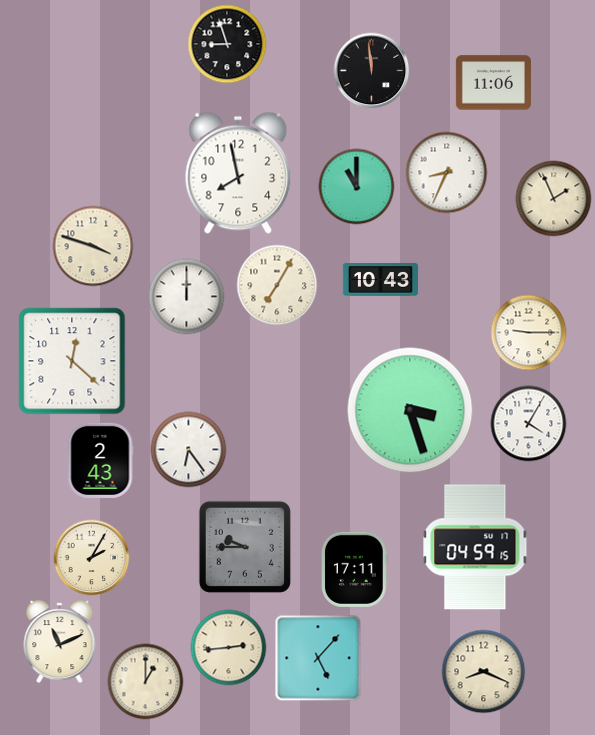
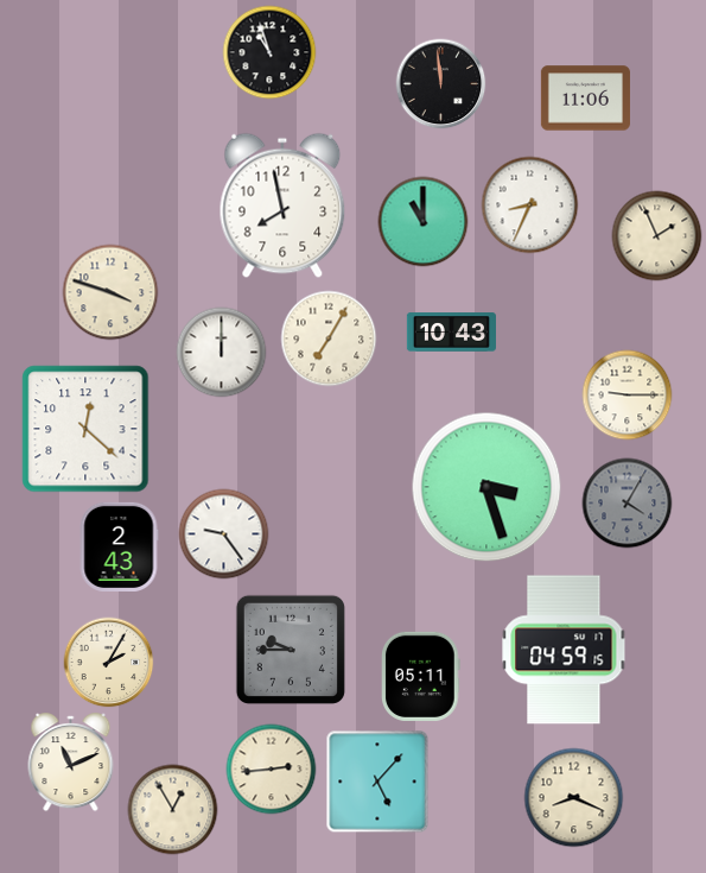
clock at (227, 44): 8:57 -> 10:57
clock at (529, 424) dial: white -> grey
clock at (189, 450): 6:24 -> 9:24
clock at (355, 569): 17:11 -> 05:11
clock at (146, 682): 1:00 -> 12:55
